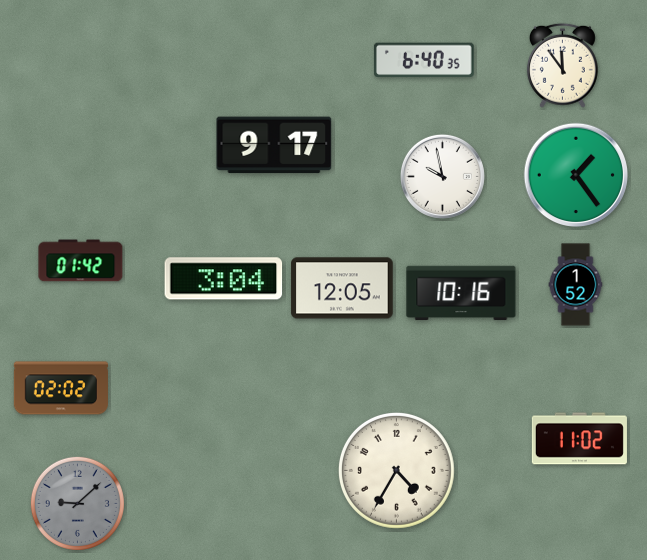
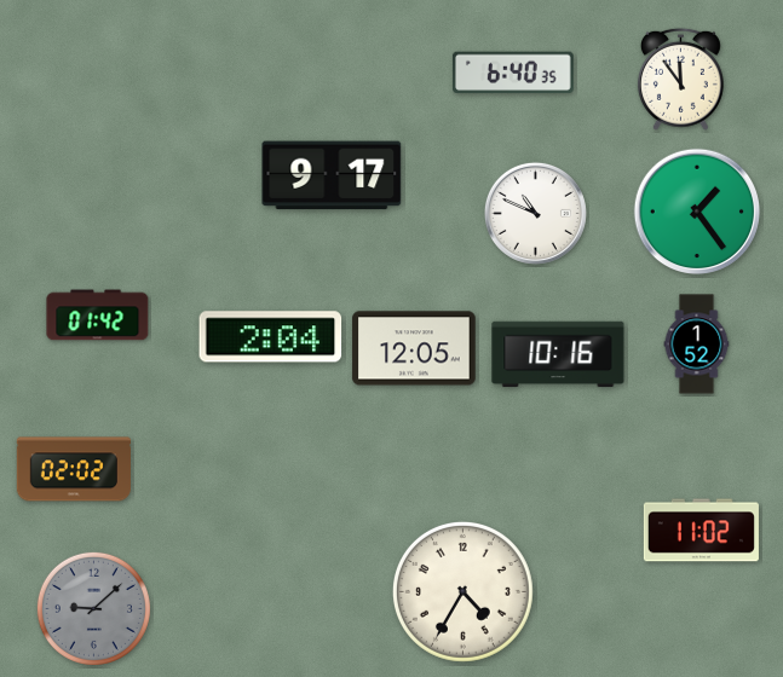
clock at (442, 176): 9:58 -> 10:49
clock at (224, 279): 3:04 -> 2:04
clock at (396, 470) position: (396, 470) -> (462, 591)
